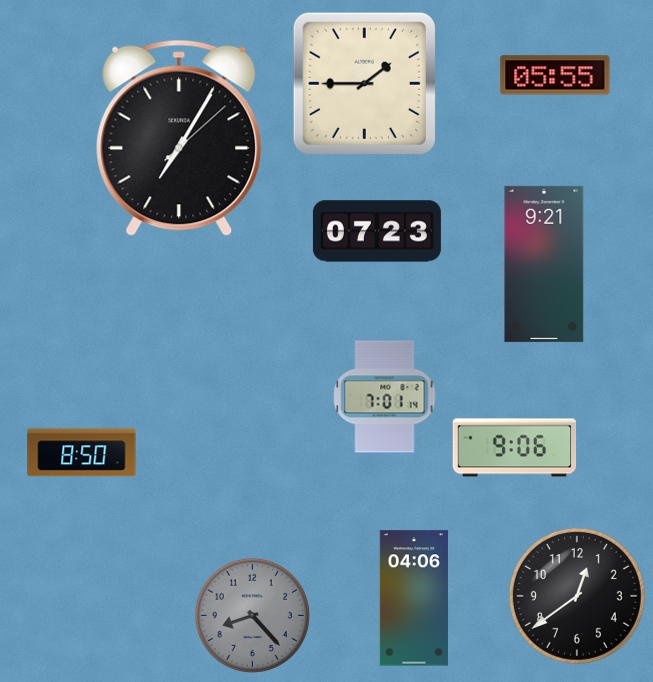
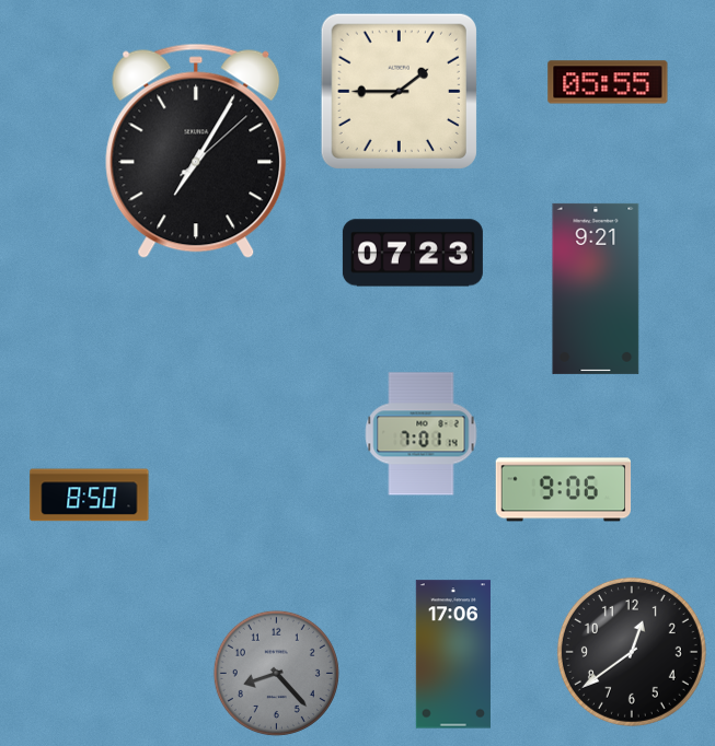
clock at (414, 598): 04:06 -> 17:06
